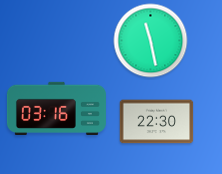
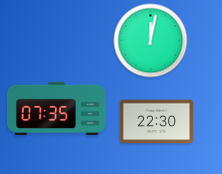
clock at (151, 41): 11:28 -> 12:02
clock at (56, 108): 03:16 -> 07:35
